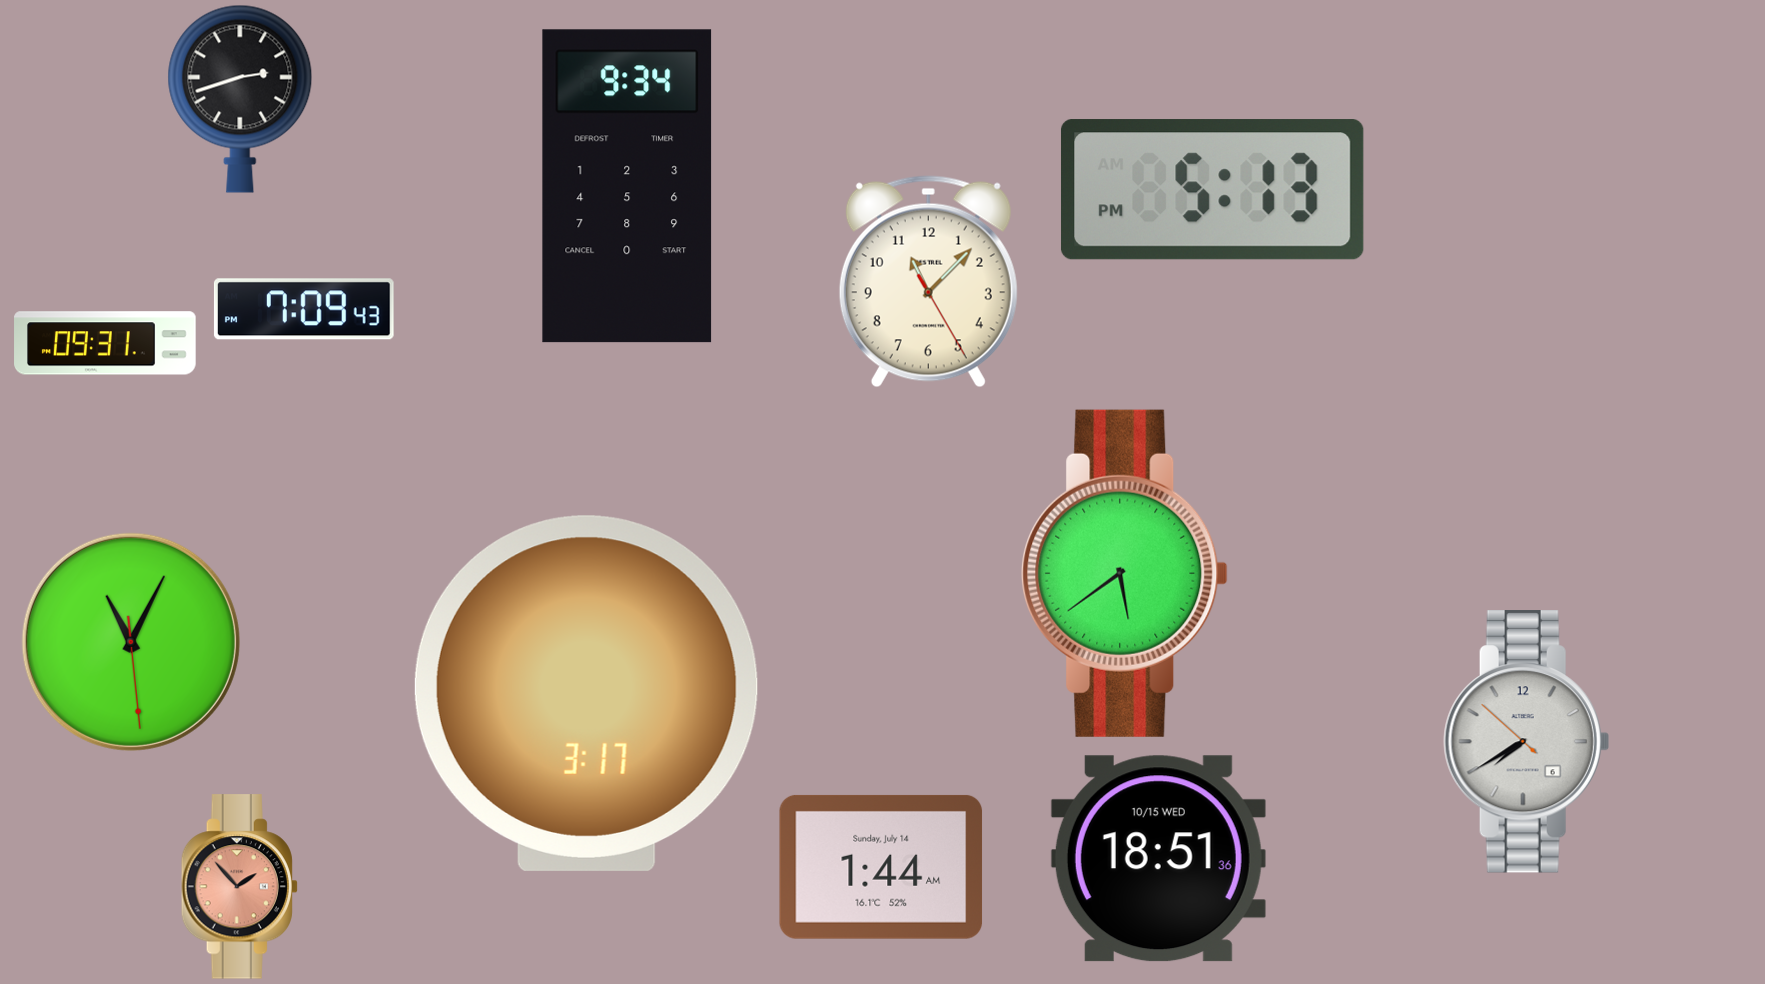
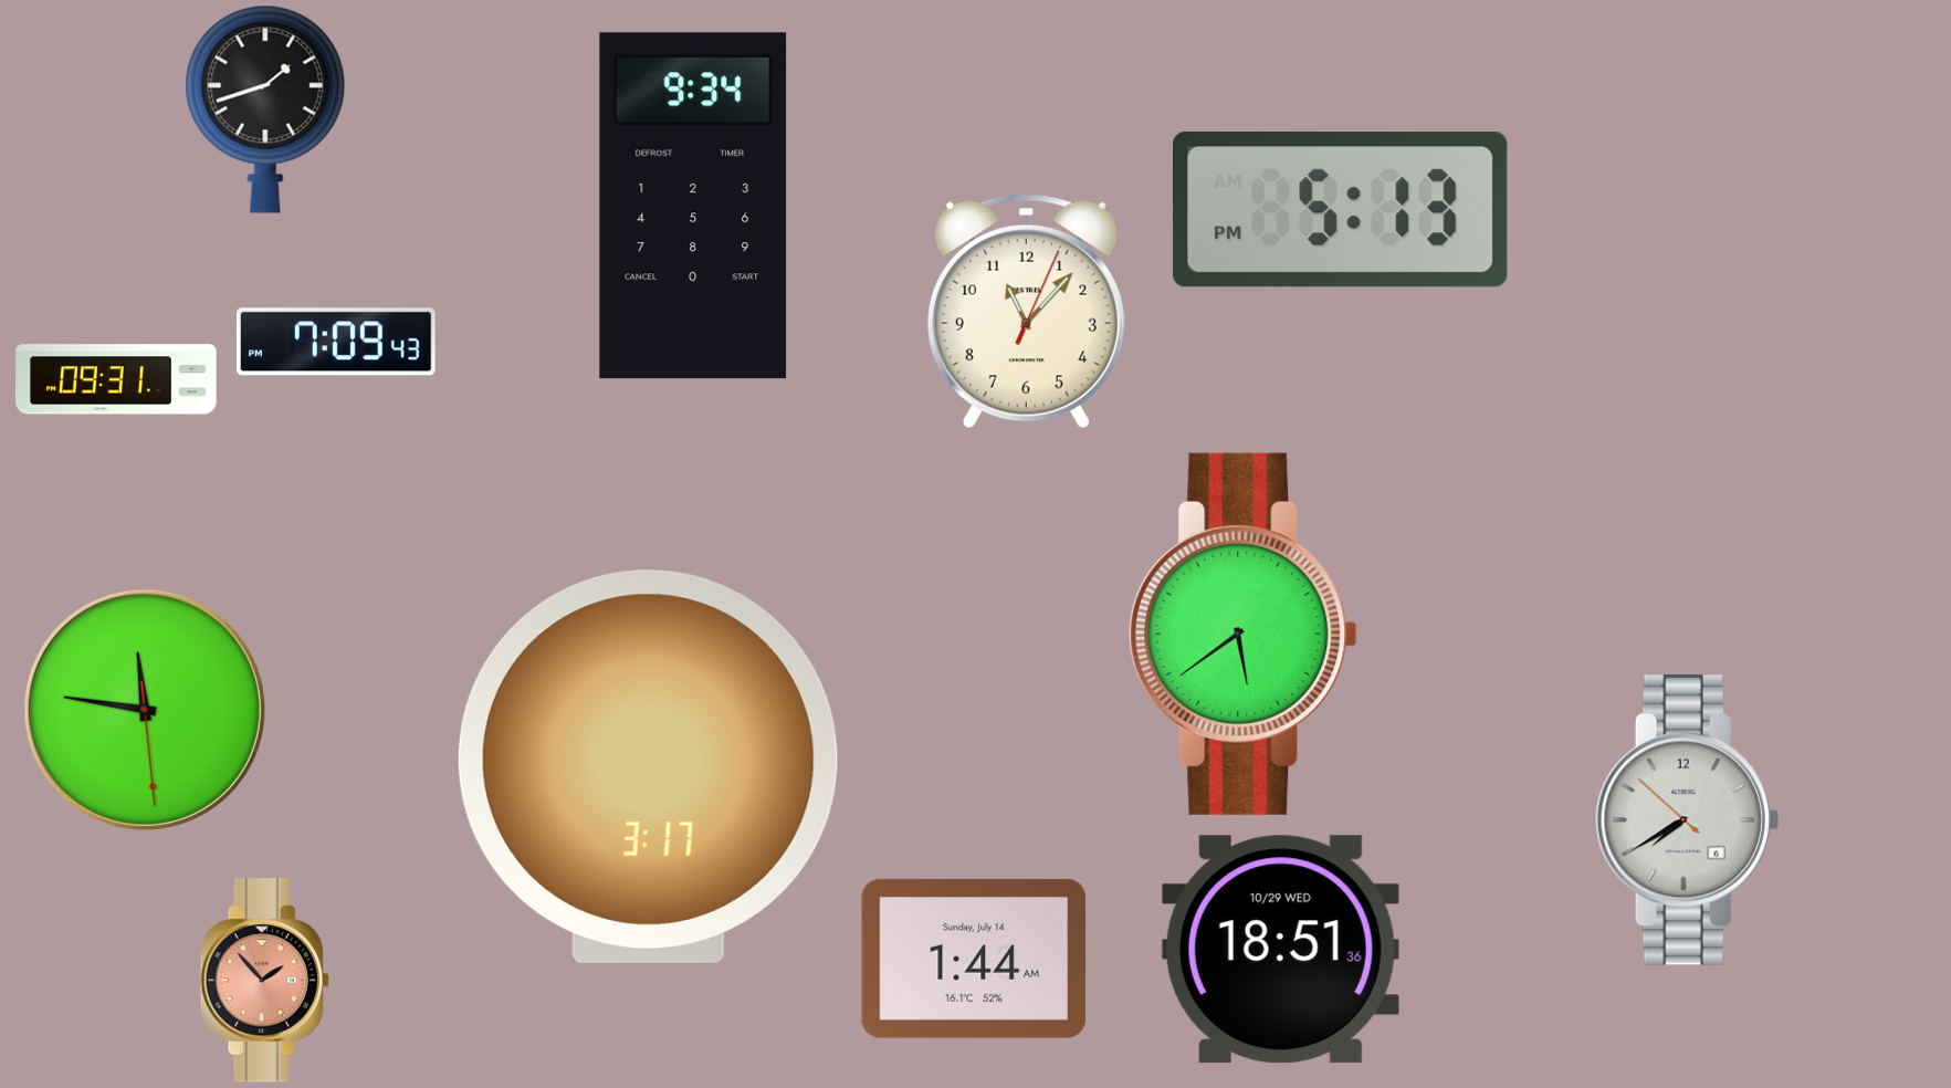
clock at (240, 99): 2:42 -> 1:42
clock at (928, 282): 11:07:25 -> 11:07:04
clock at (131, 642): 11:04 -> 11:46
clock at (1158, 859) date: 10/15 WED -> 10/29 WED
